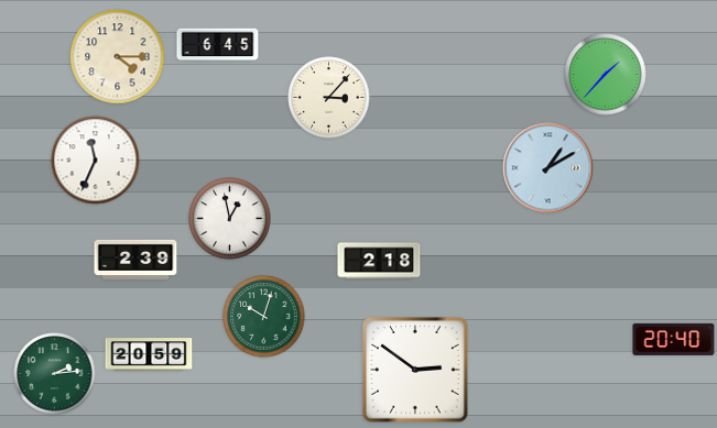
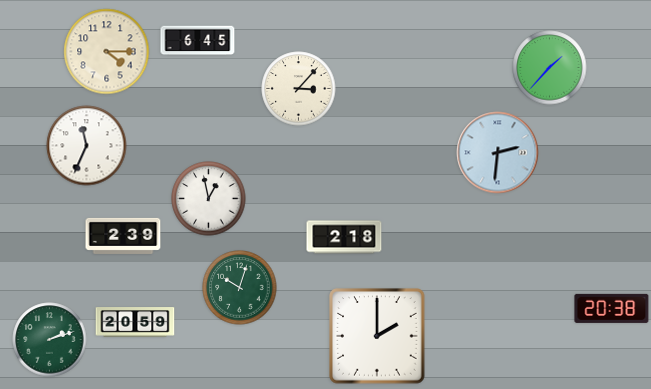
clock at (548, 168): 1:10 -> 2:31
clock at (674, 339): 20:40 -> 20:38
clock at (415, 370): 2:51 -> 2:00
clock at (55, 374): 2:14 -> 2:12
